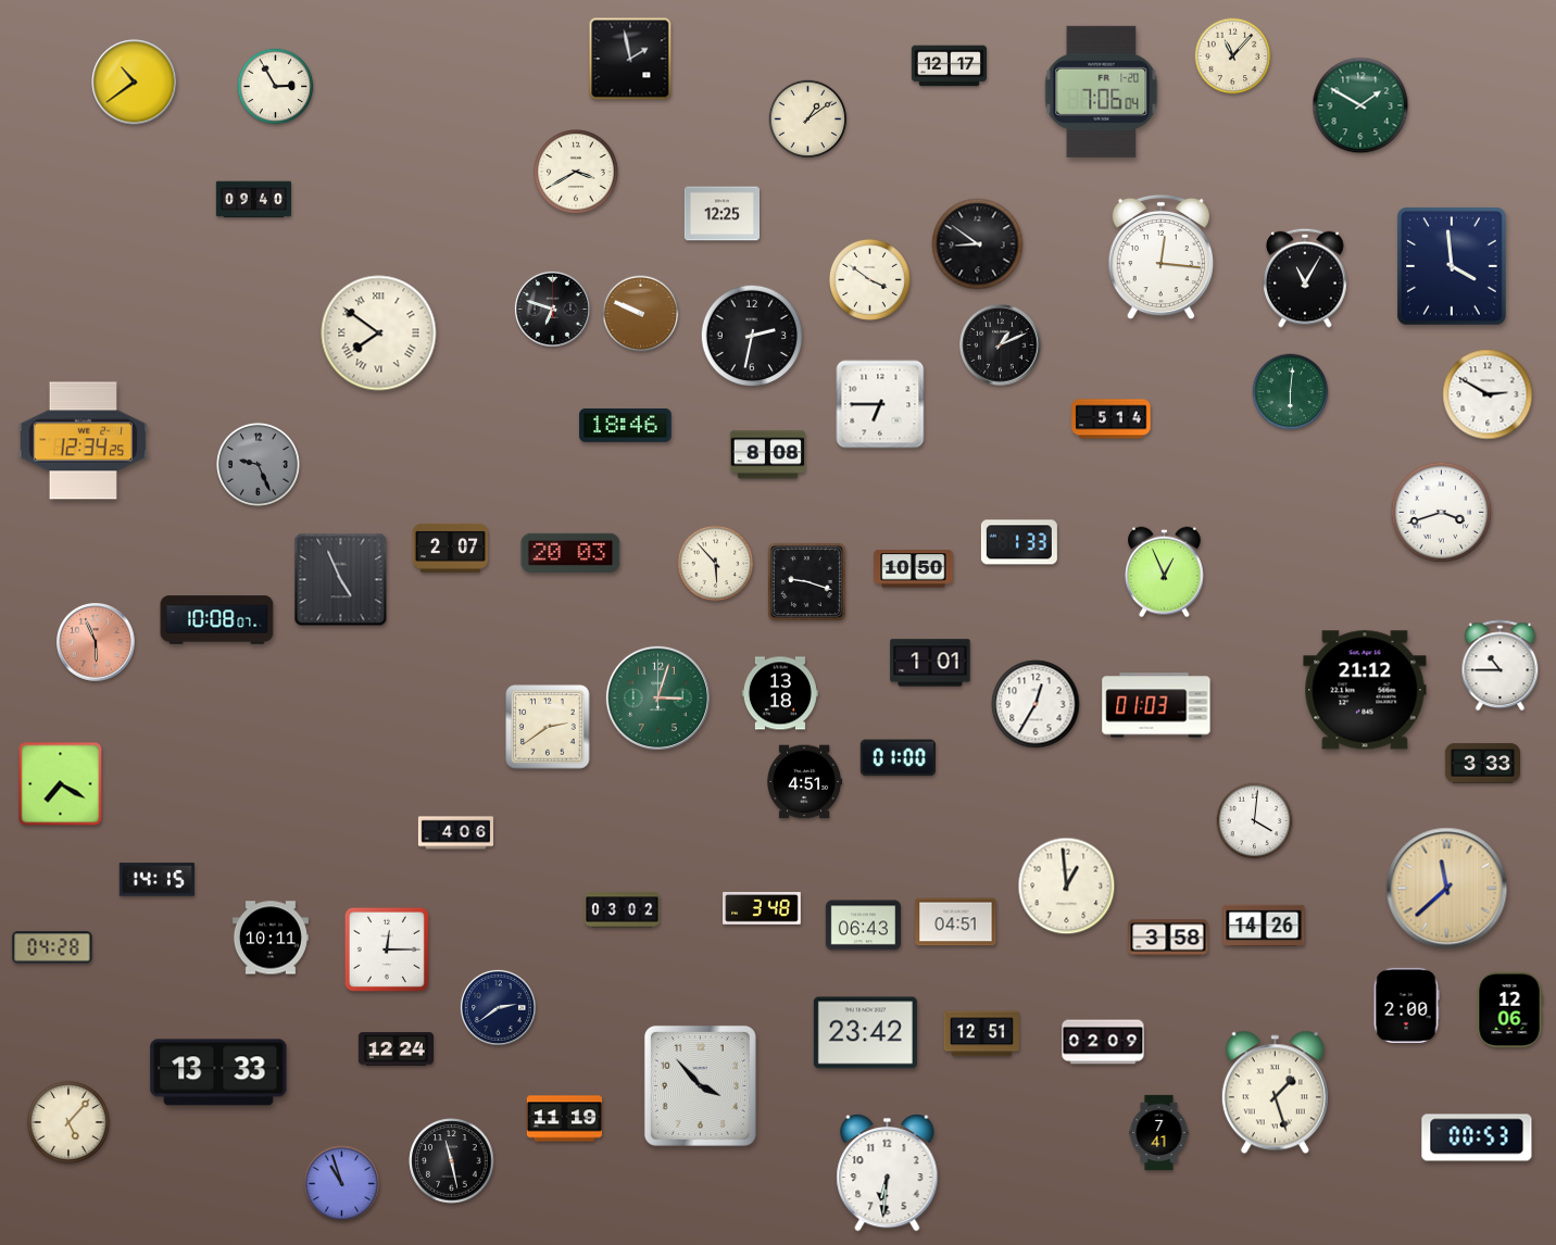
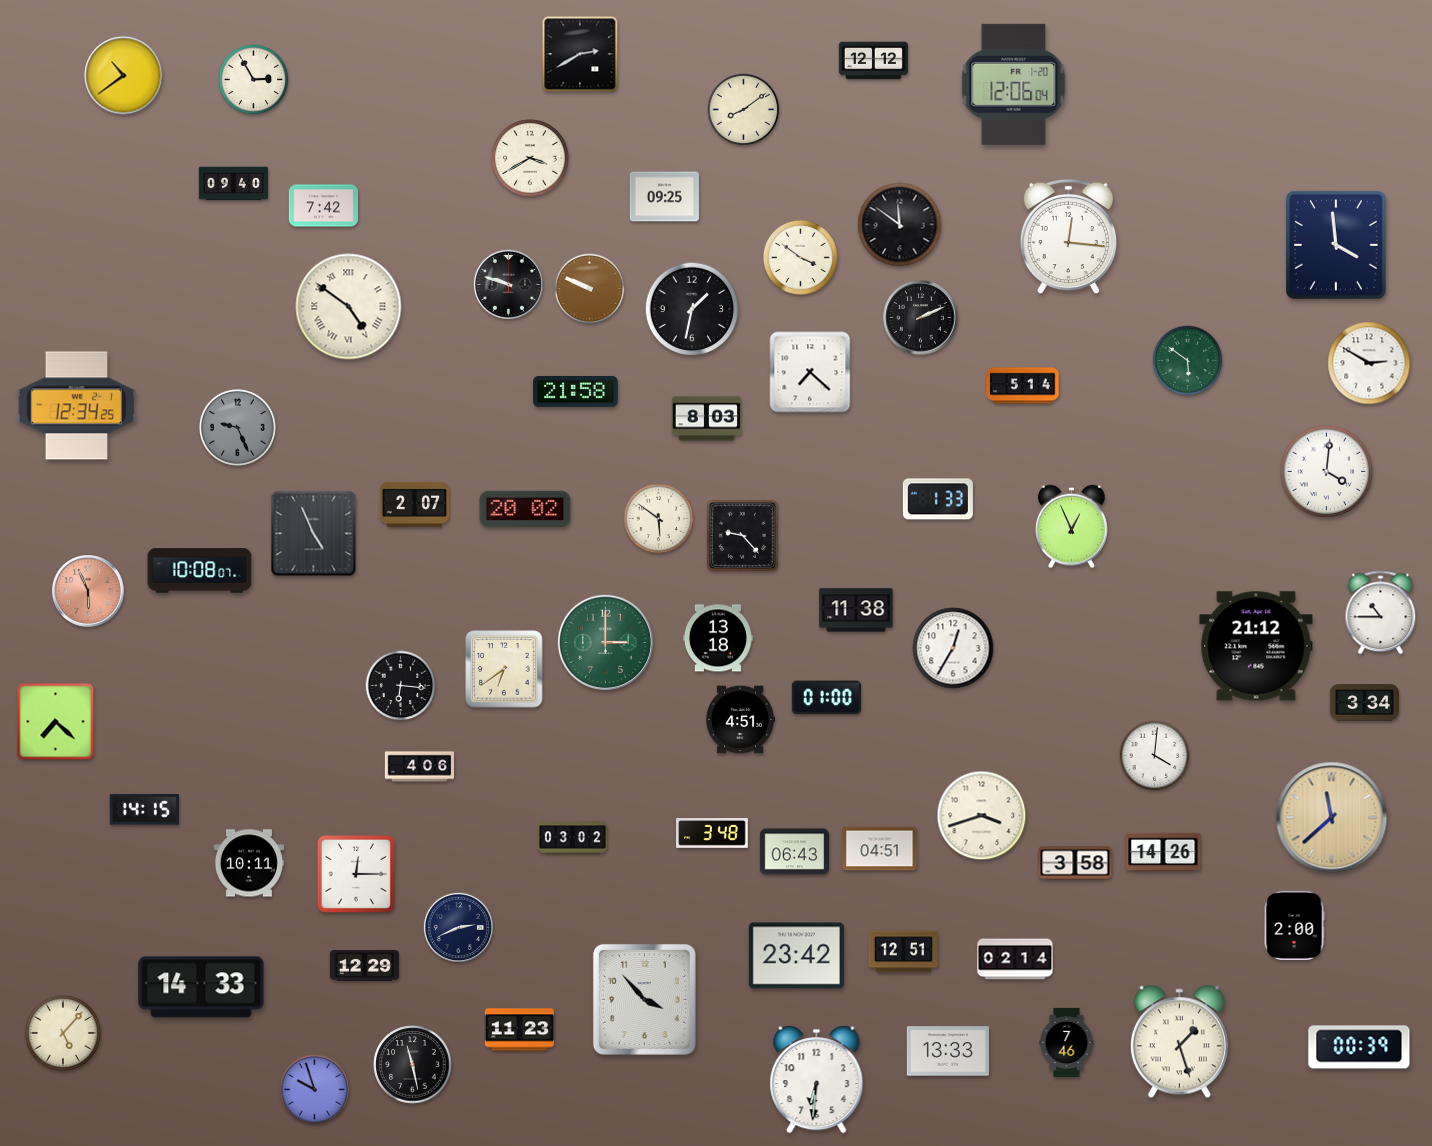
clock at (1233, 56): 11:07 -> none
clock at (630, 59): 1:58 -> 2:40
clock at (949, 66): 12:17 -> 12:12
clock at (1102, 91): 7:06 -> 12:06
clock at (1360, 105): 1:50 -> none
clock at (808, 120): 1:09 -> 8:09
clock at (721, 214): 12:25 -> 09:25
clock at (323, 206): none -> 7:42
clock at (978, 244): 8:51 -> 11:51
clock at (1305, 278): 11:05 -> none
clock at (552, 309): 6:48 -> 9:48
clock at (379, 334): 7:51 -> 4:51
clock at (752, 336): 2:32 -> 1:32
clock at (1001, 345): 1:11 -> 2:11
clock at (1291, 392): 6:01 -> 5:51
clock at (880, 404): 6:45 -> 7:22
clock at (626, 425): 18:46 -> 21:58
clock at (767, 455): 8:08 -> 8:03
clock at (1442, 513): 3:42 -> 4:01
clock at (570, 553): 20:03 -> 20:02
clock at (716, 564): 5:53 -> 5:51
clock at (914, 569): 10:50 -> none
clock at (806, 581): 9:18 -> 9:23
clock at (930, 663): 1:01 -> 11:38
clock at (1365, 690) position: (1365, 690) -> (1256, 646)
clock at (657, 697): 3:03 -> 3:00
clock at (1156, 705): 01:03 -> none
clock at (548, 727): 2:39 -> 6:39
clock at (401, 686): none -> 6:16
clock at (1482, 764): 3:33 -> 3:34
clock at (61, 784): 7:20 -> 7:22
clock at (1067, 886): 12:59 -> 3:42
clock at (762, 908) position: (762, 908) -> (712, 833)
clock at (52, 947): 04:28 -> none
clock at (498, 1007): 2:39 -> 2:41
clock at (1509, 1009): 12:06 -> none
clock at (865, 1033) position: (865, 1033) -> (796, 956)
clock at (1103, 1042): 02:09 -> 02:14
clock at (396, 1049): 12:24 -> 12:29
clock at (218, 1072): 13:33 -> 14:33
clock at (1275, 1093) position: (1275, 1093) -> (1179, 1042)
clock at (564, 1119): 11:19 -> 11:23
clock at (1159, 1133): 7:41 -> 7:46
clock at (1477, 1137): 00:53 -> 00:39
clock at (948, 1051): none -> 13:33
clock at (452, 1161) position: (452, 1161) -> (413, 1065)
clock at (342, 1184): 10:57 -> 9:57
